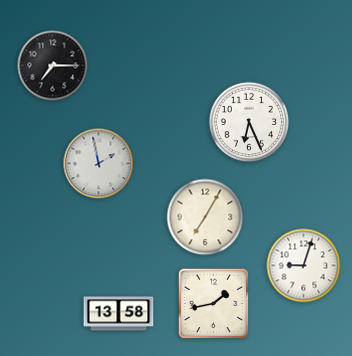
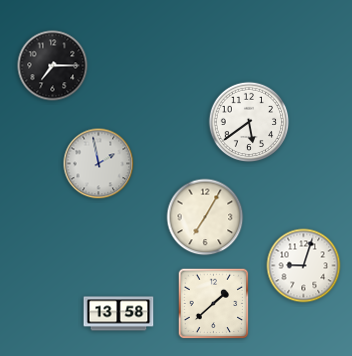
clock at (249, 122): 6:26 -> 5:39
clock at (214, 304): 1:43 -> 1:38
